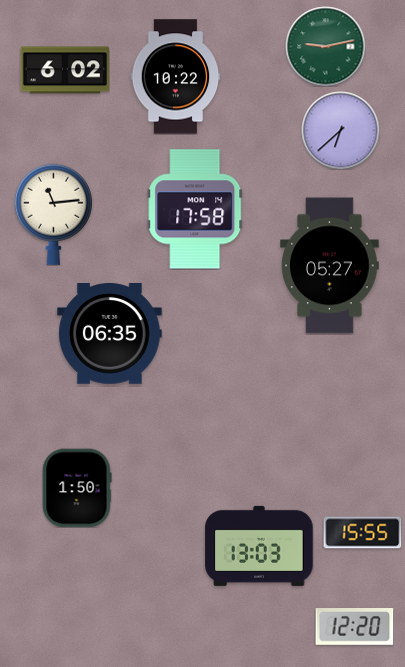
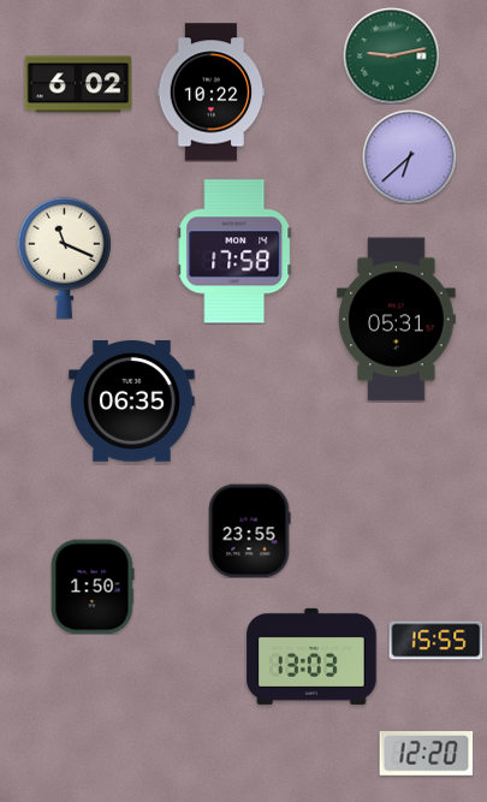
clock at (53, 214): 11:14 -> 11:19
clock at (330, 266): 05:27 -> 05:31
clock at (249, 530): none -> 23:55
